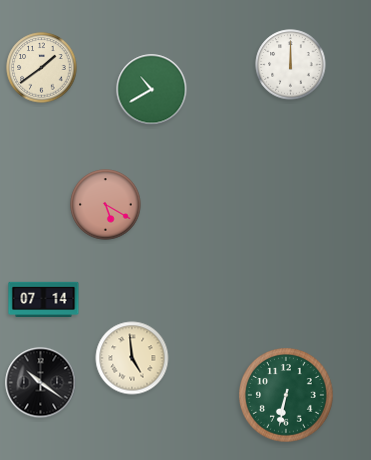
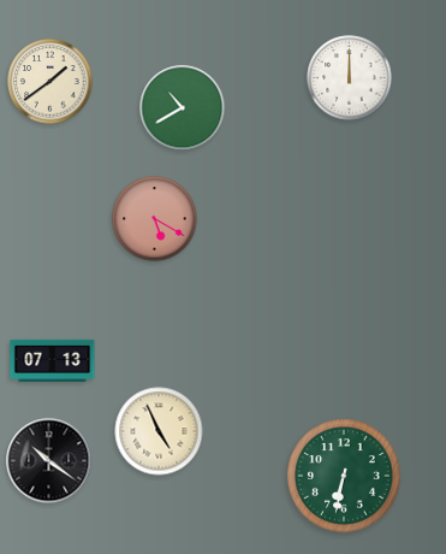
clock at (106, 205) position: (106, 205) -> (155, 219)
clock at (44, 299): 07:14 -> 07:13
clock at (132, 358): 4:59 -> 4:56
